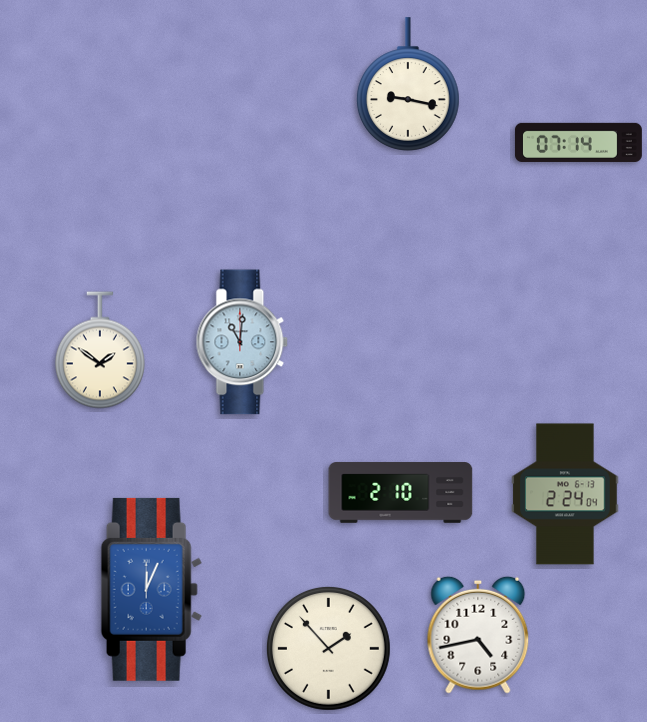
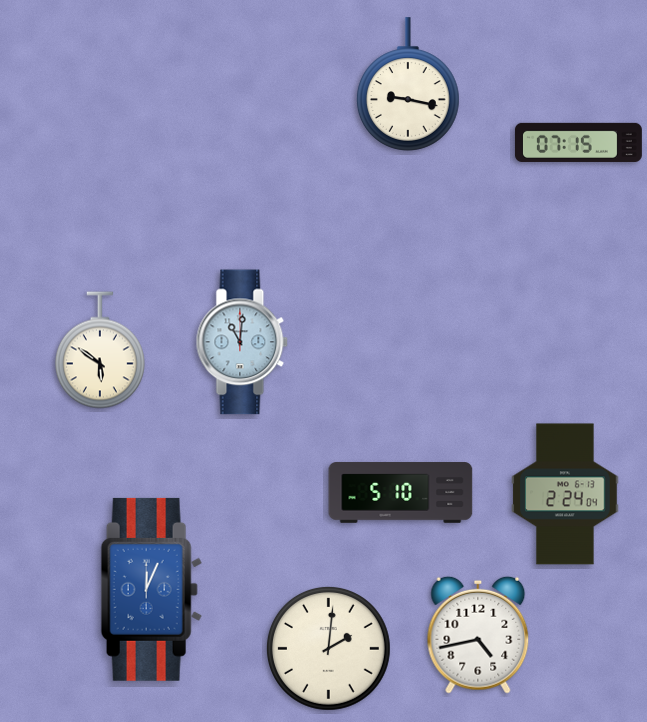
clock at (578, 142): 07:14 -> 07:15
clock at (100, 350): 1:51 -> 5:51
clock at (401, 493): 2:10 -> 5:10
clock at (328, 648): 1:53 -> 2:01
